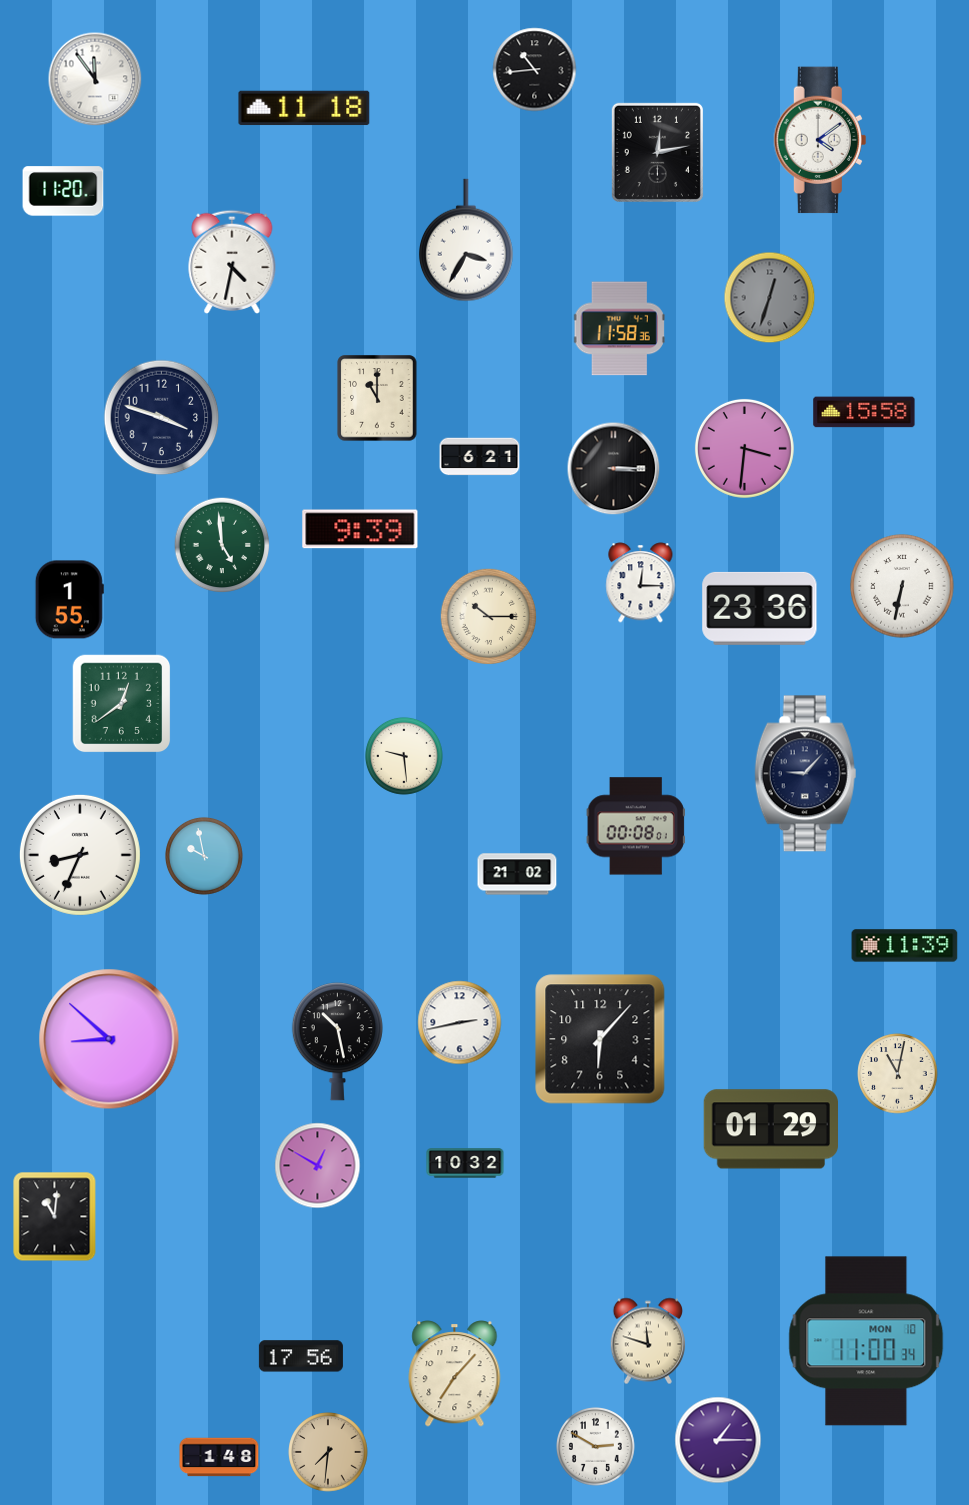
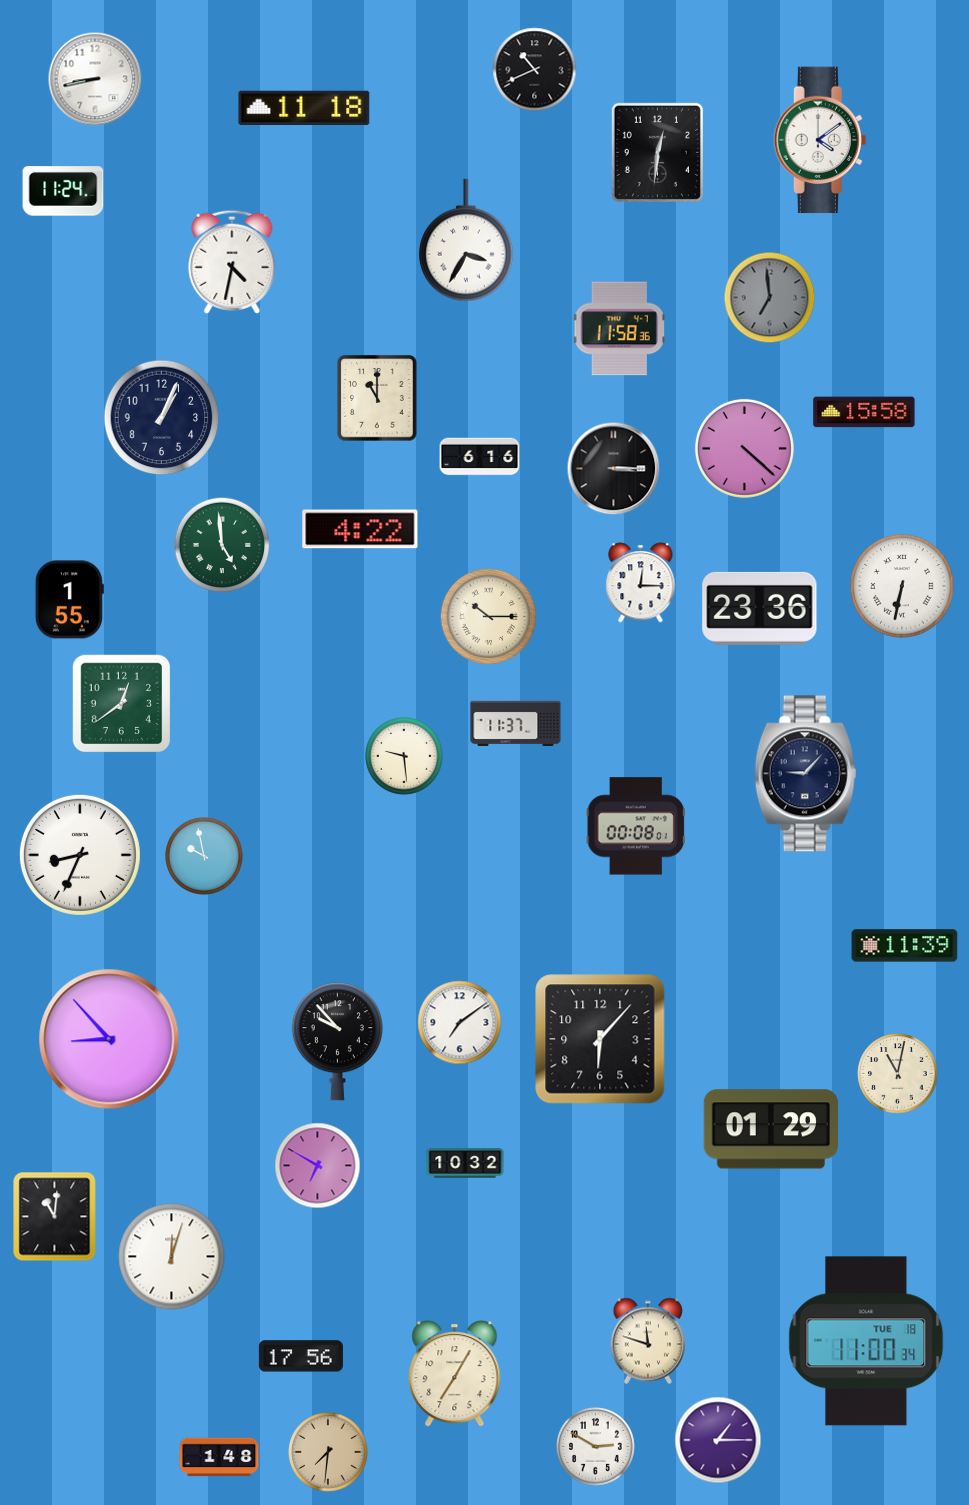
clock at (535, 70): 10:44 -> 10:41
clock at (95, 79): 11:54 -> 8:43
clock at (657, 152): 12:13 -> 12:31
clock at (63, 191): 11:20 -> 11:24
clock at (770, 298): 12:33 -> 6:59
clock at (162, 418): 3:48 -> 1:04
clock at (744, 448): 3:31 -> 4:22
clock at (480, 457): 6:21 -> 6:16
clock at (360, 529): 9:39 -> 4:22
clock at (516, 723): none -> 11:37
clock at (517, 874): 21:02 -> none
clock at (460, 1023): 2:43 -> 7:09
clock at (109, 1039): 8:52 -> 8:53
clock at (337, 1042): 10:28 -> 9:53
clock at (318, 1166): 12:50 -> 6:50
clock at (172, 1257): none -> 12:03
clock at (866, 1341) date: MON 10 -> TUE 18
clock at (455, 1374): 7:07 -> 7:05
